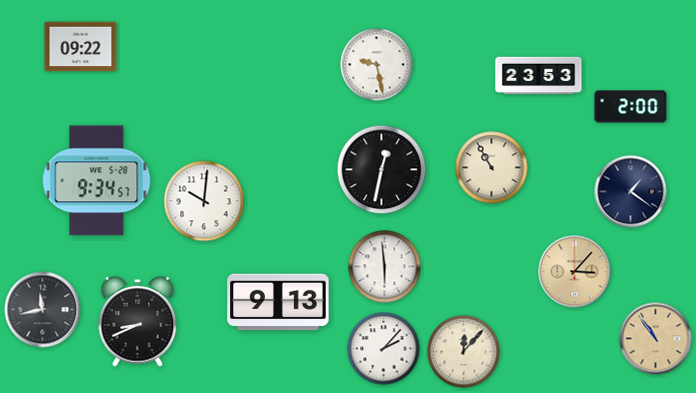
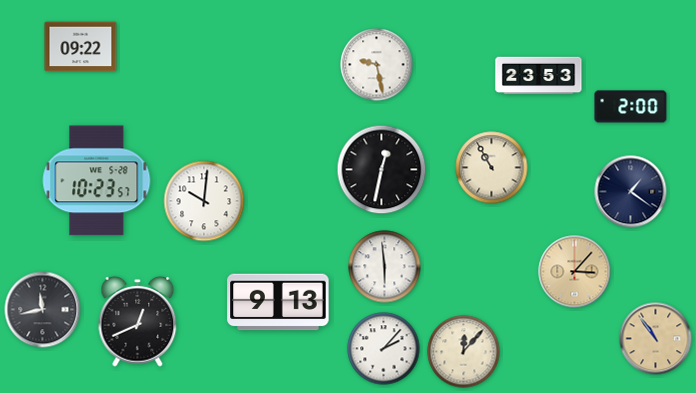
clock at (97, 181): 9:34 -> 10:23
clock at (138, 321): 8:41 -> 12:41
